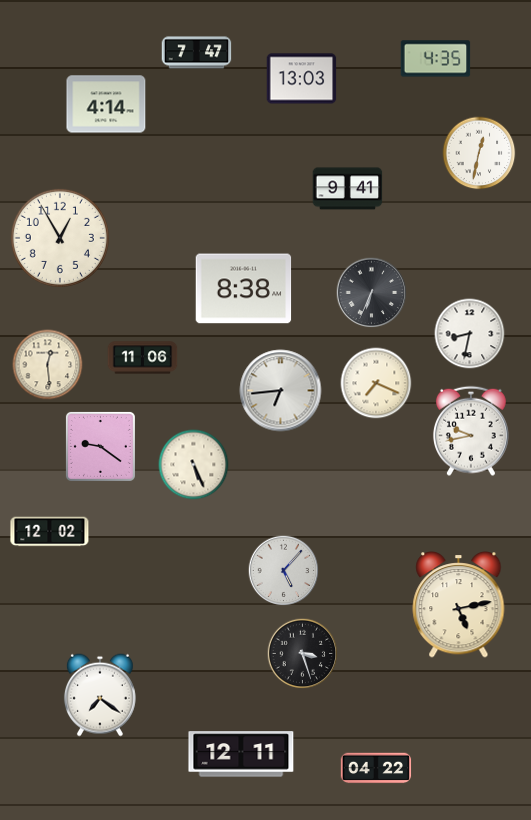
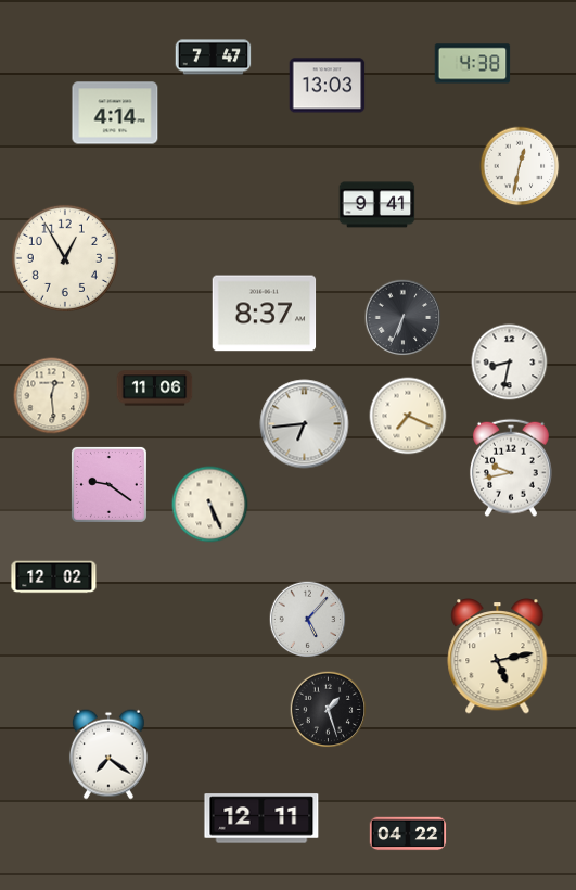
clock at (436, 59): 4:35 -> 4:38
clock at (244, 289): 8:38 -> 8:37
clock at (303, 654): 3:27 -> 1:27
